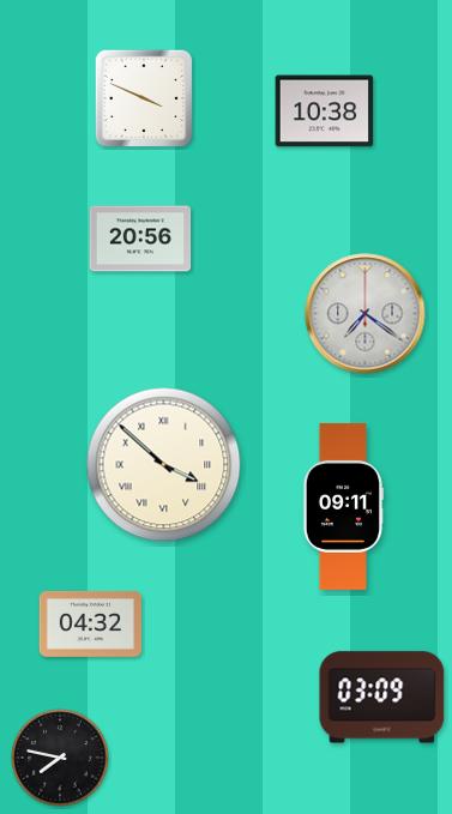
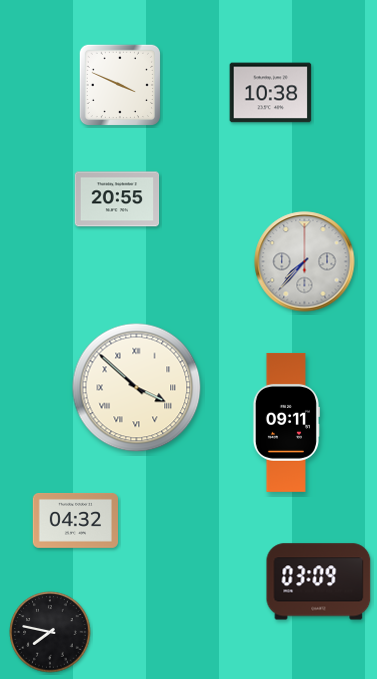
clock at (143, 97) position: (143, 97) -> (119, 84)
clock at (140, 239): 20:56 -> 20:55
clock at (366, 314): 7:21 -> 7:37
